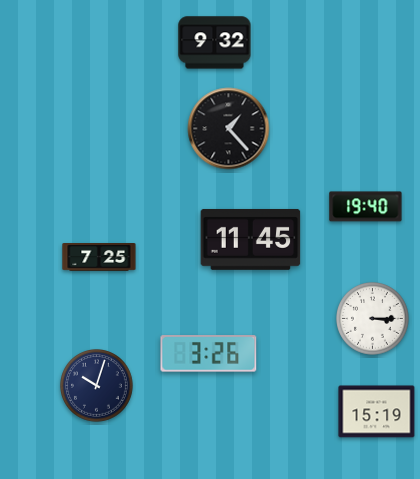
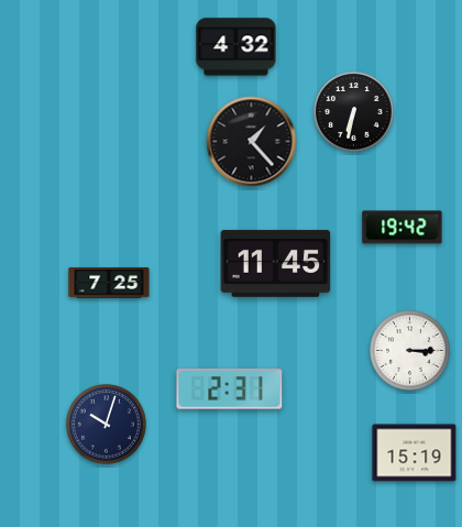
clock at (215, 43): 9:32 -> 4:32
clock at (354, 112): none -> 6:32
clock at (366, 207): 19:40 -> 19:42
clock at (209, 354): 3:26 -> 2:31
